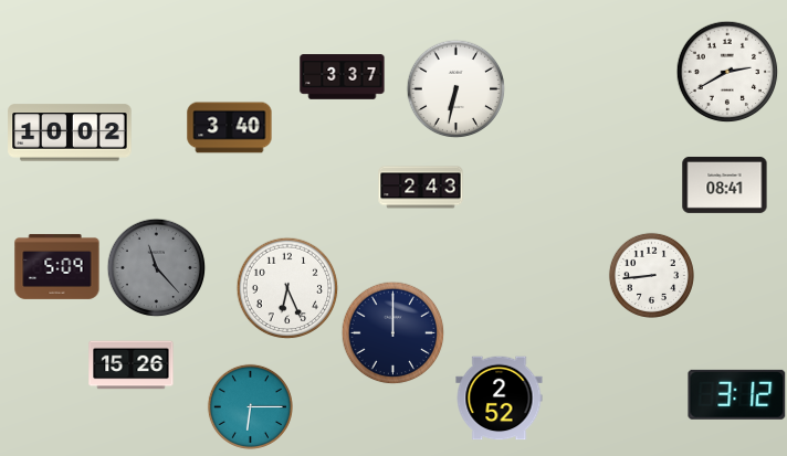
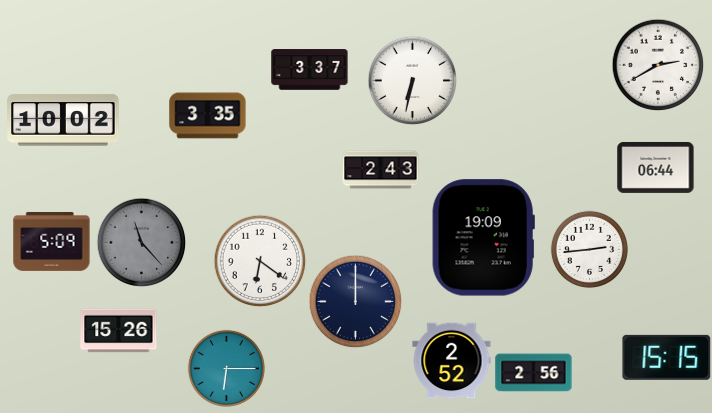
clock at (230, 128): 3:40 -> 3:35
clock at (725, 184): 08:41 -> 06:44
clock at (483, 238): none -> 19:09
clock at (651, 275): 8:44 -> 2:44
clock at (287, 288): 6:26 -> 6:21
clock at (737, 394): 3:12 -> 15:15
clock at (534, 373): none -> 2:56
